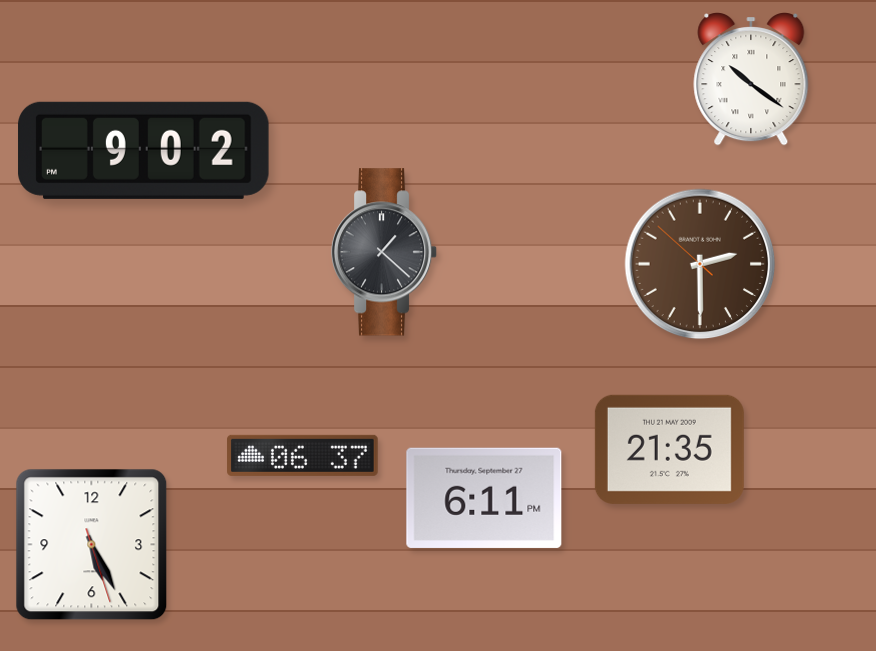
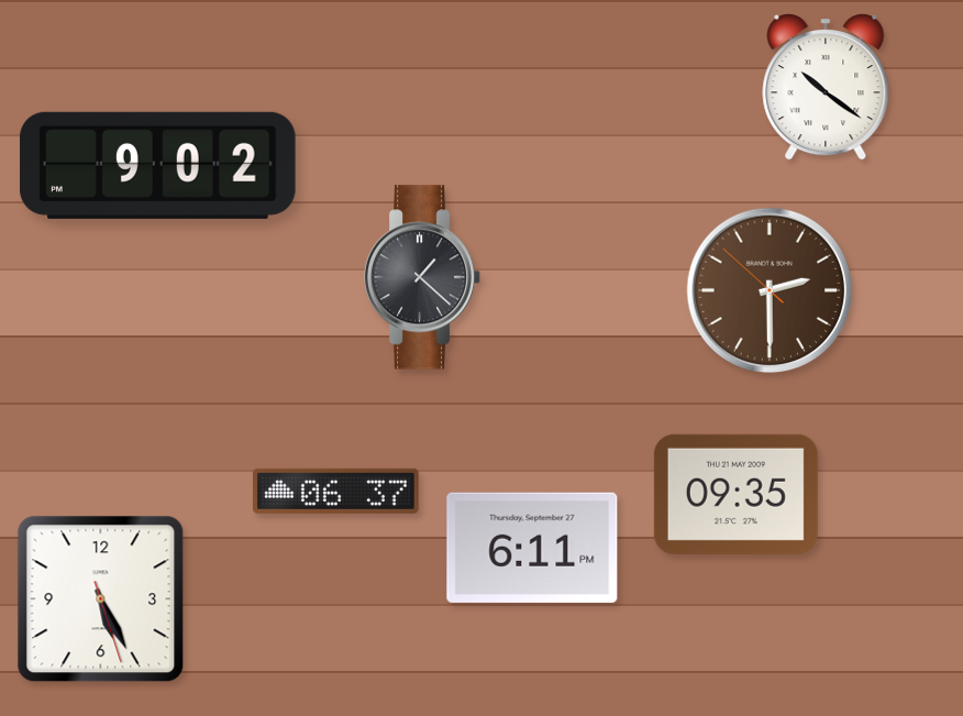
clock at (669, 449): 21:35 -> 09:35
clock at (303, 455) position: (303, 455) -> (336, 491)
